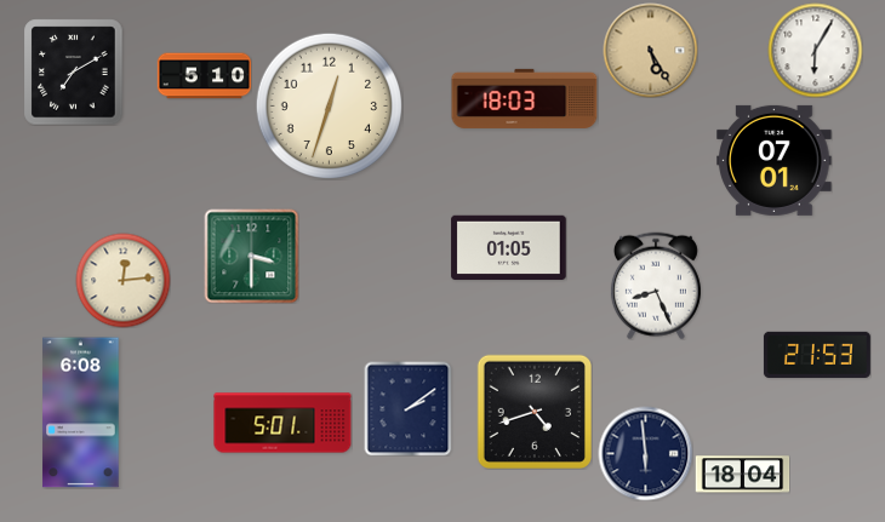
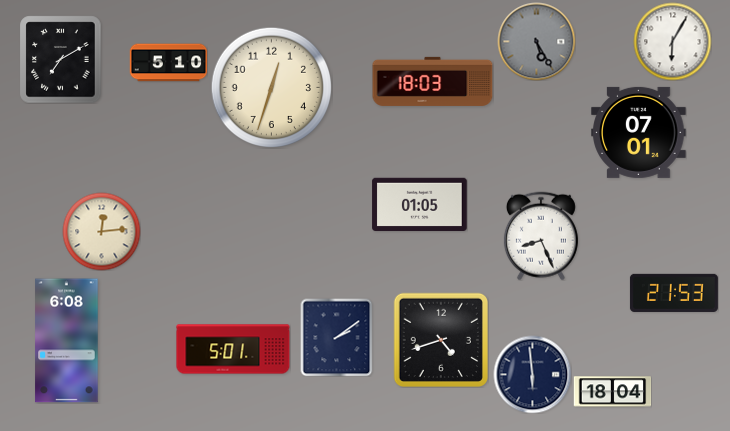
clock at (650, 50) dial: champagne -> grey
clock at (251, 256): 3:30 -> none
